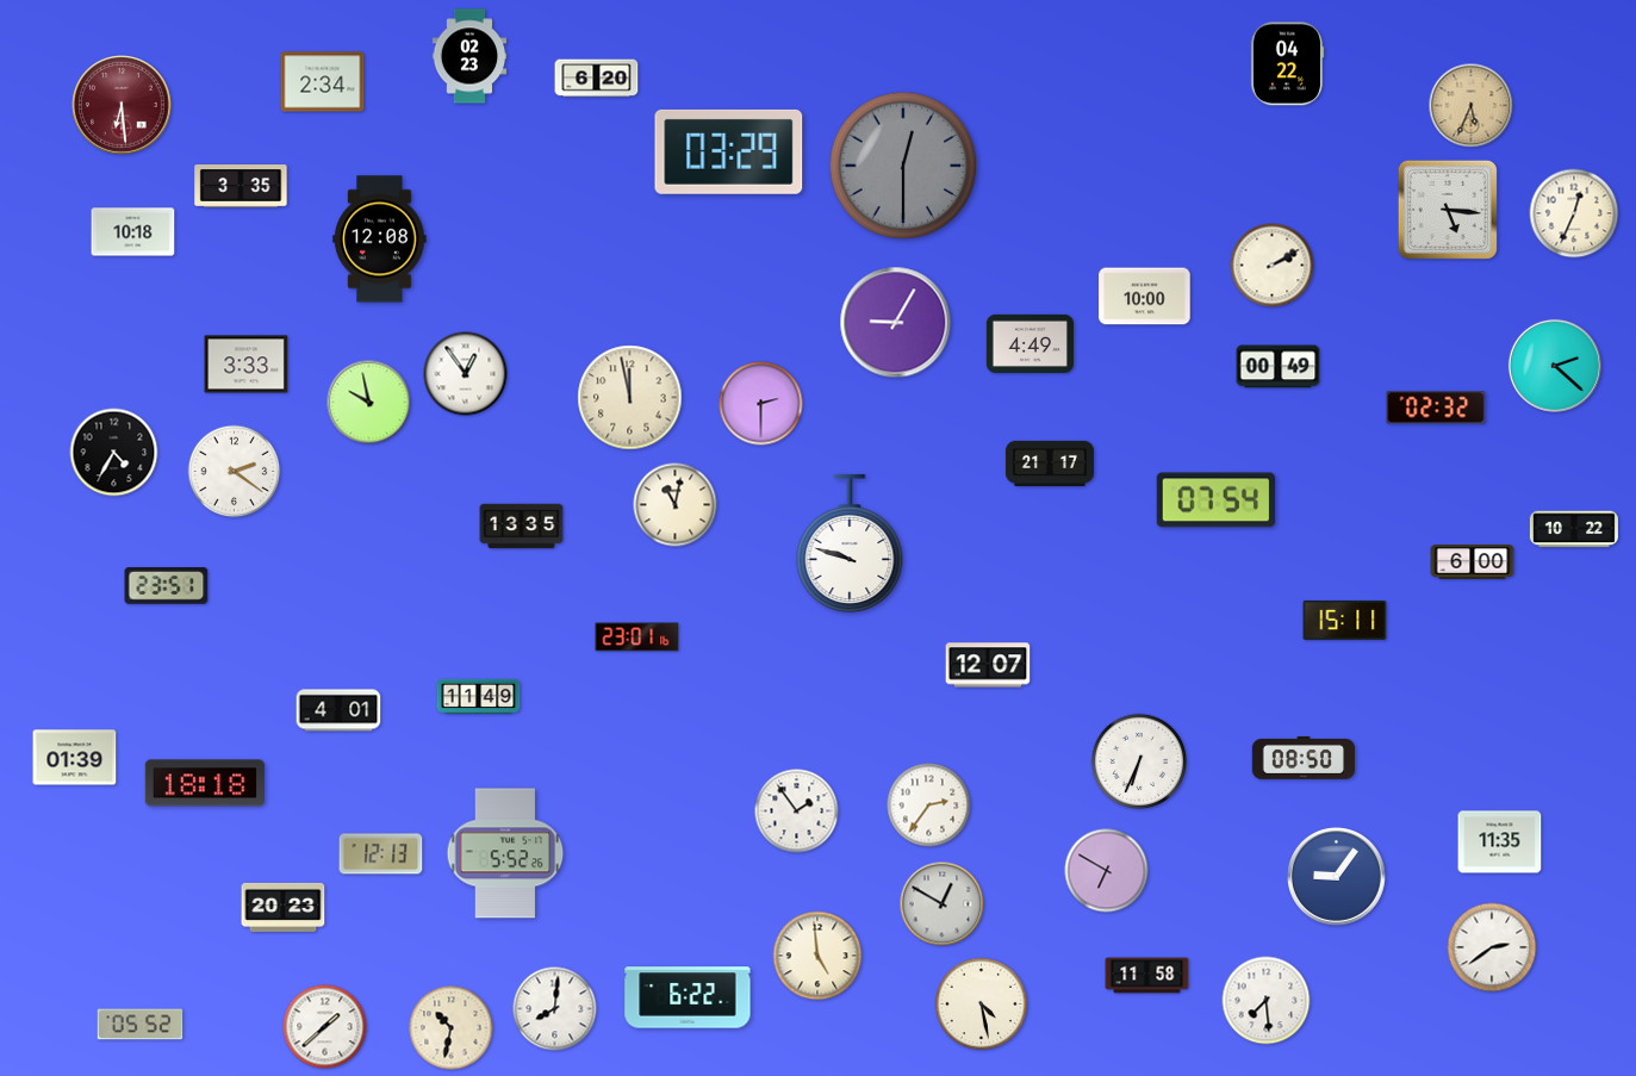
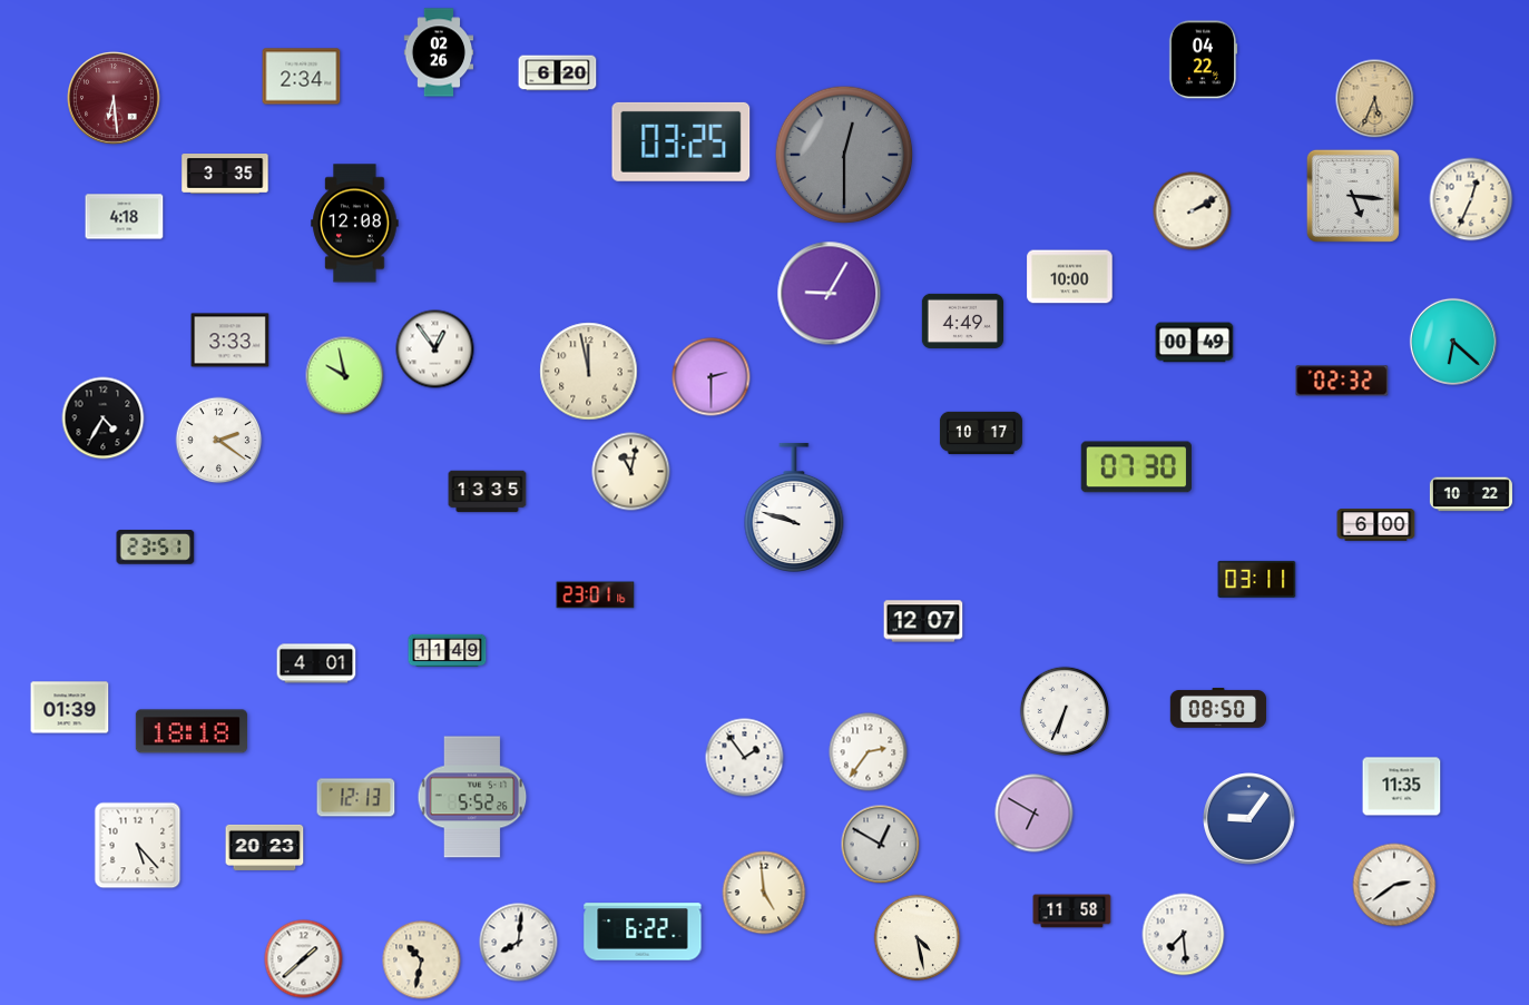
clock at (469, 56): 02:23 -> 02:26
clock at (729, 151): 03:29 -> 03:25
clock at (133, 232): 10:18 -> 4:18
clock at (1273, 266) position: (1273, 266) -> (1193, 211)
clock at (896, 323) position: (896, 323) -> (830, 294)
clock at (1555, 366): 2:22 -> 6:22
clock at (114, 453) position: (114, 453) -> (104, 418)
clock at (1050, 464): 21:17 -> 10:17
clock at (1217, 500): 07:54 -> 07:30
clock at (1345, 620): 15:11 -> 03:11
clock at (138, 846): none -> 5:23
clock at (141, 1025): 05:52 -> none
